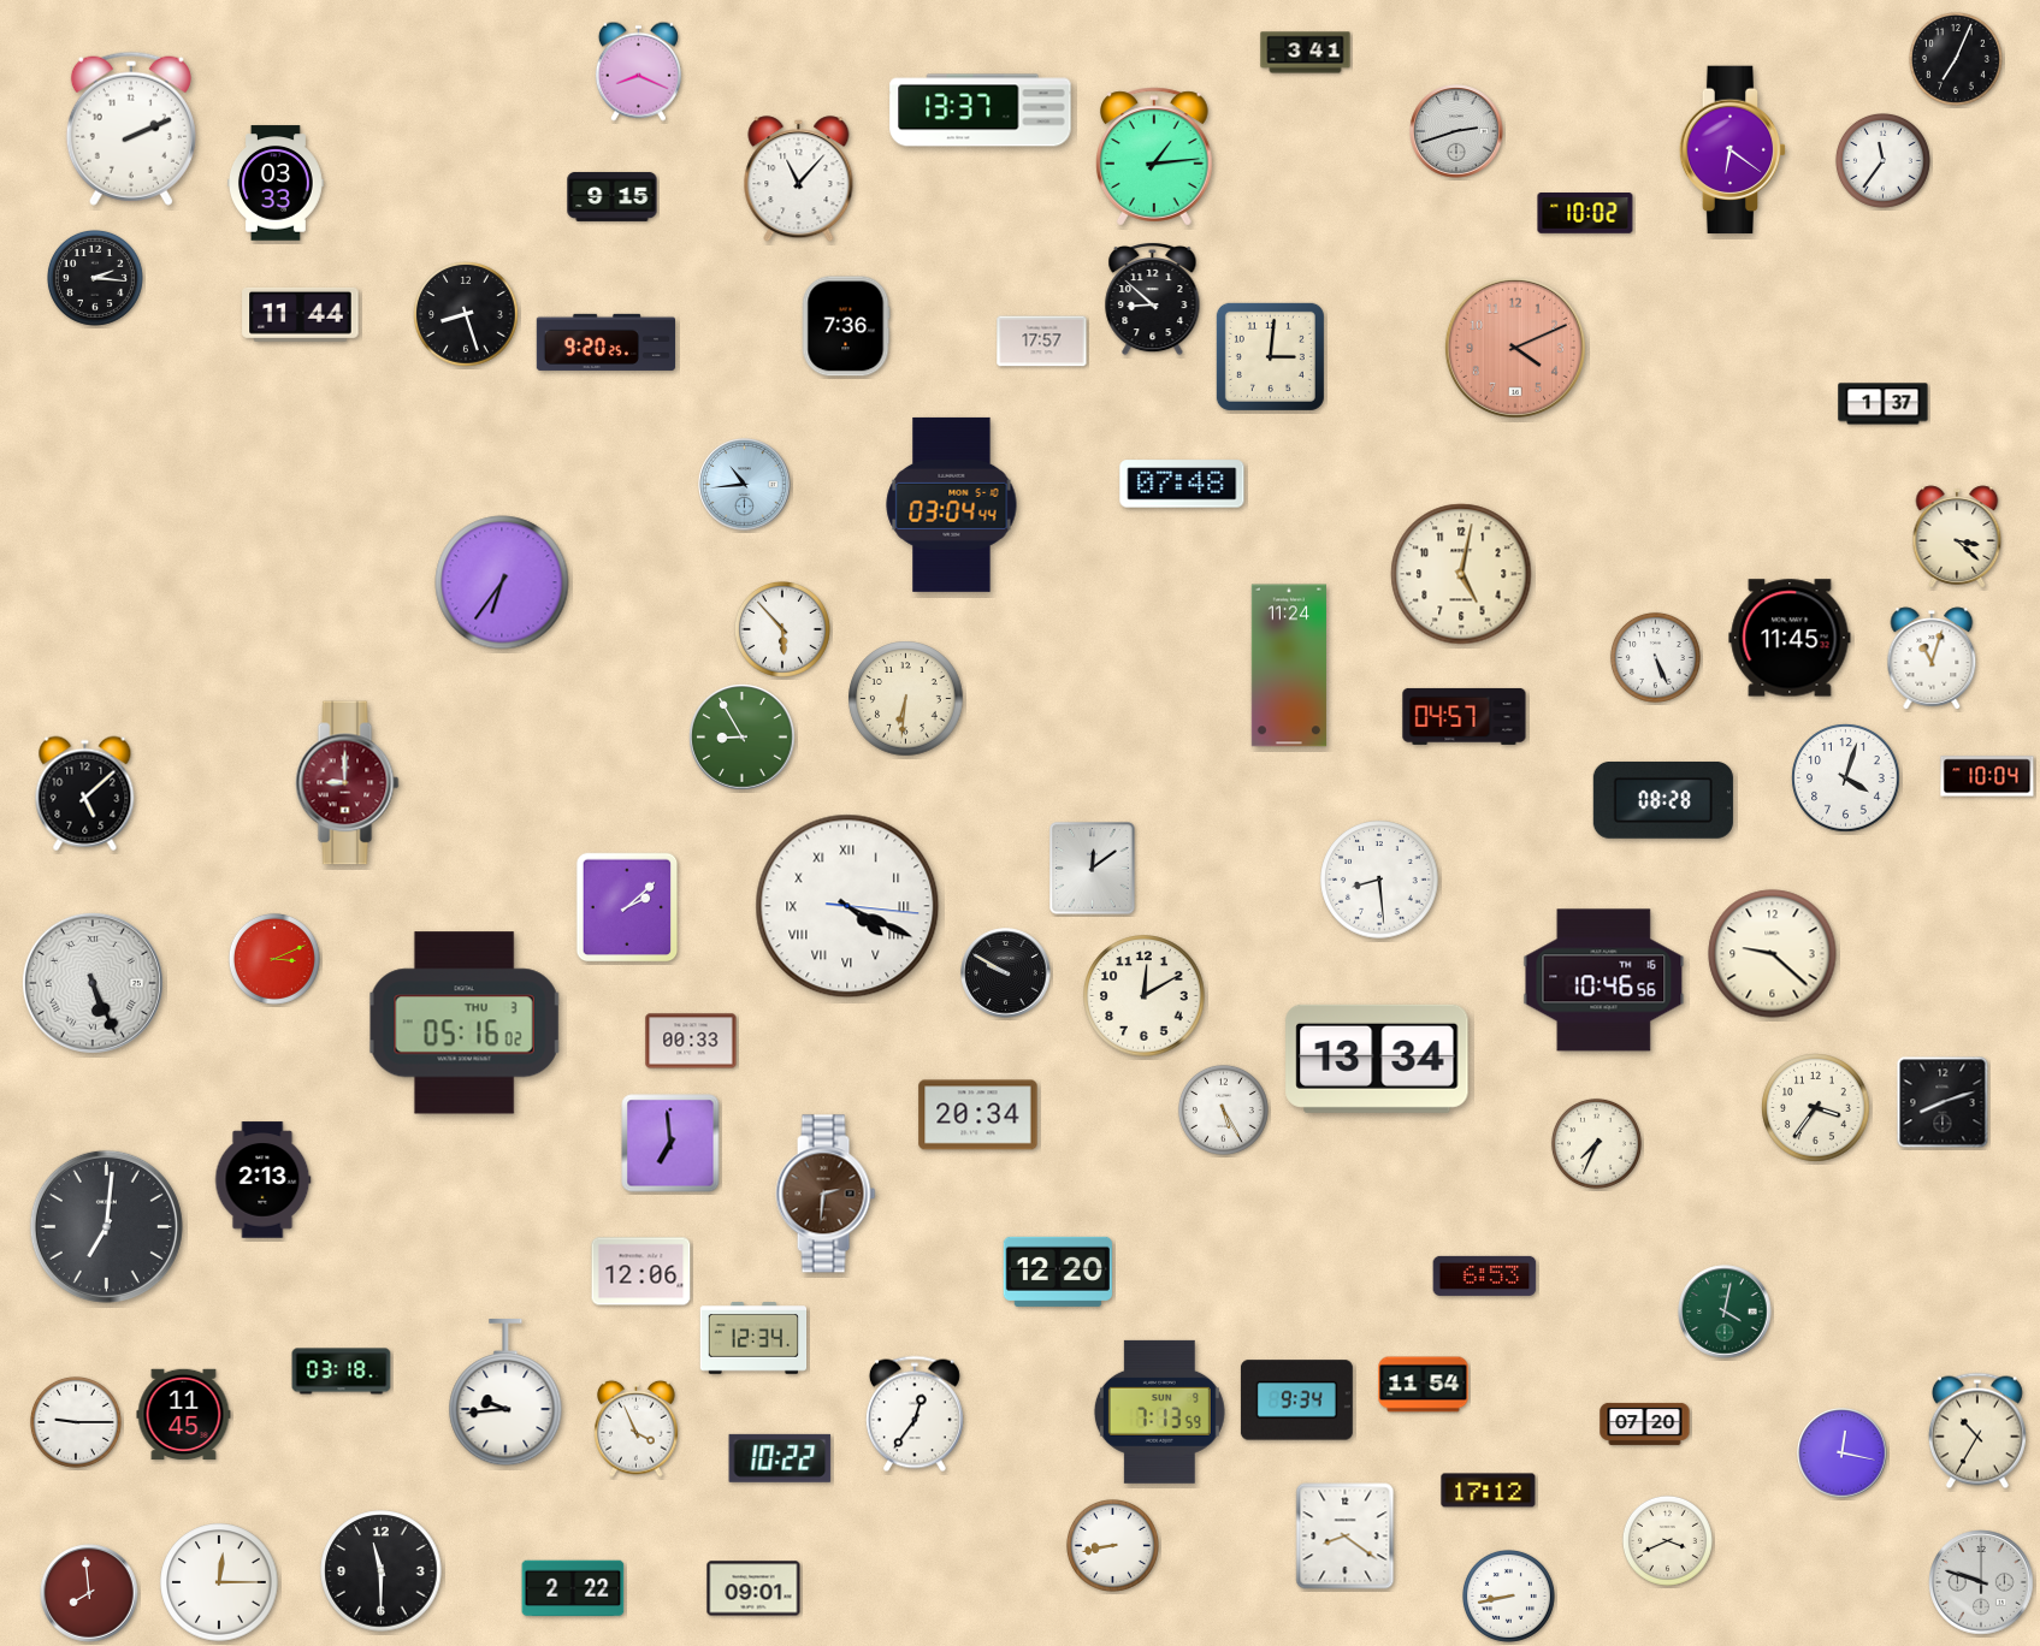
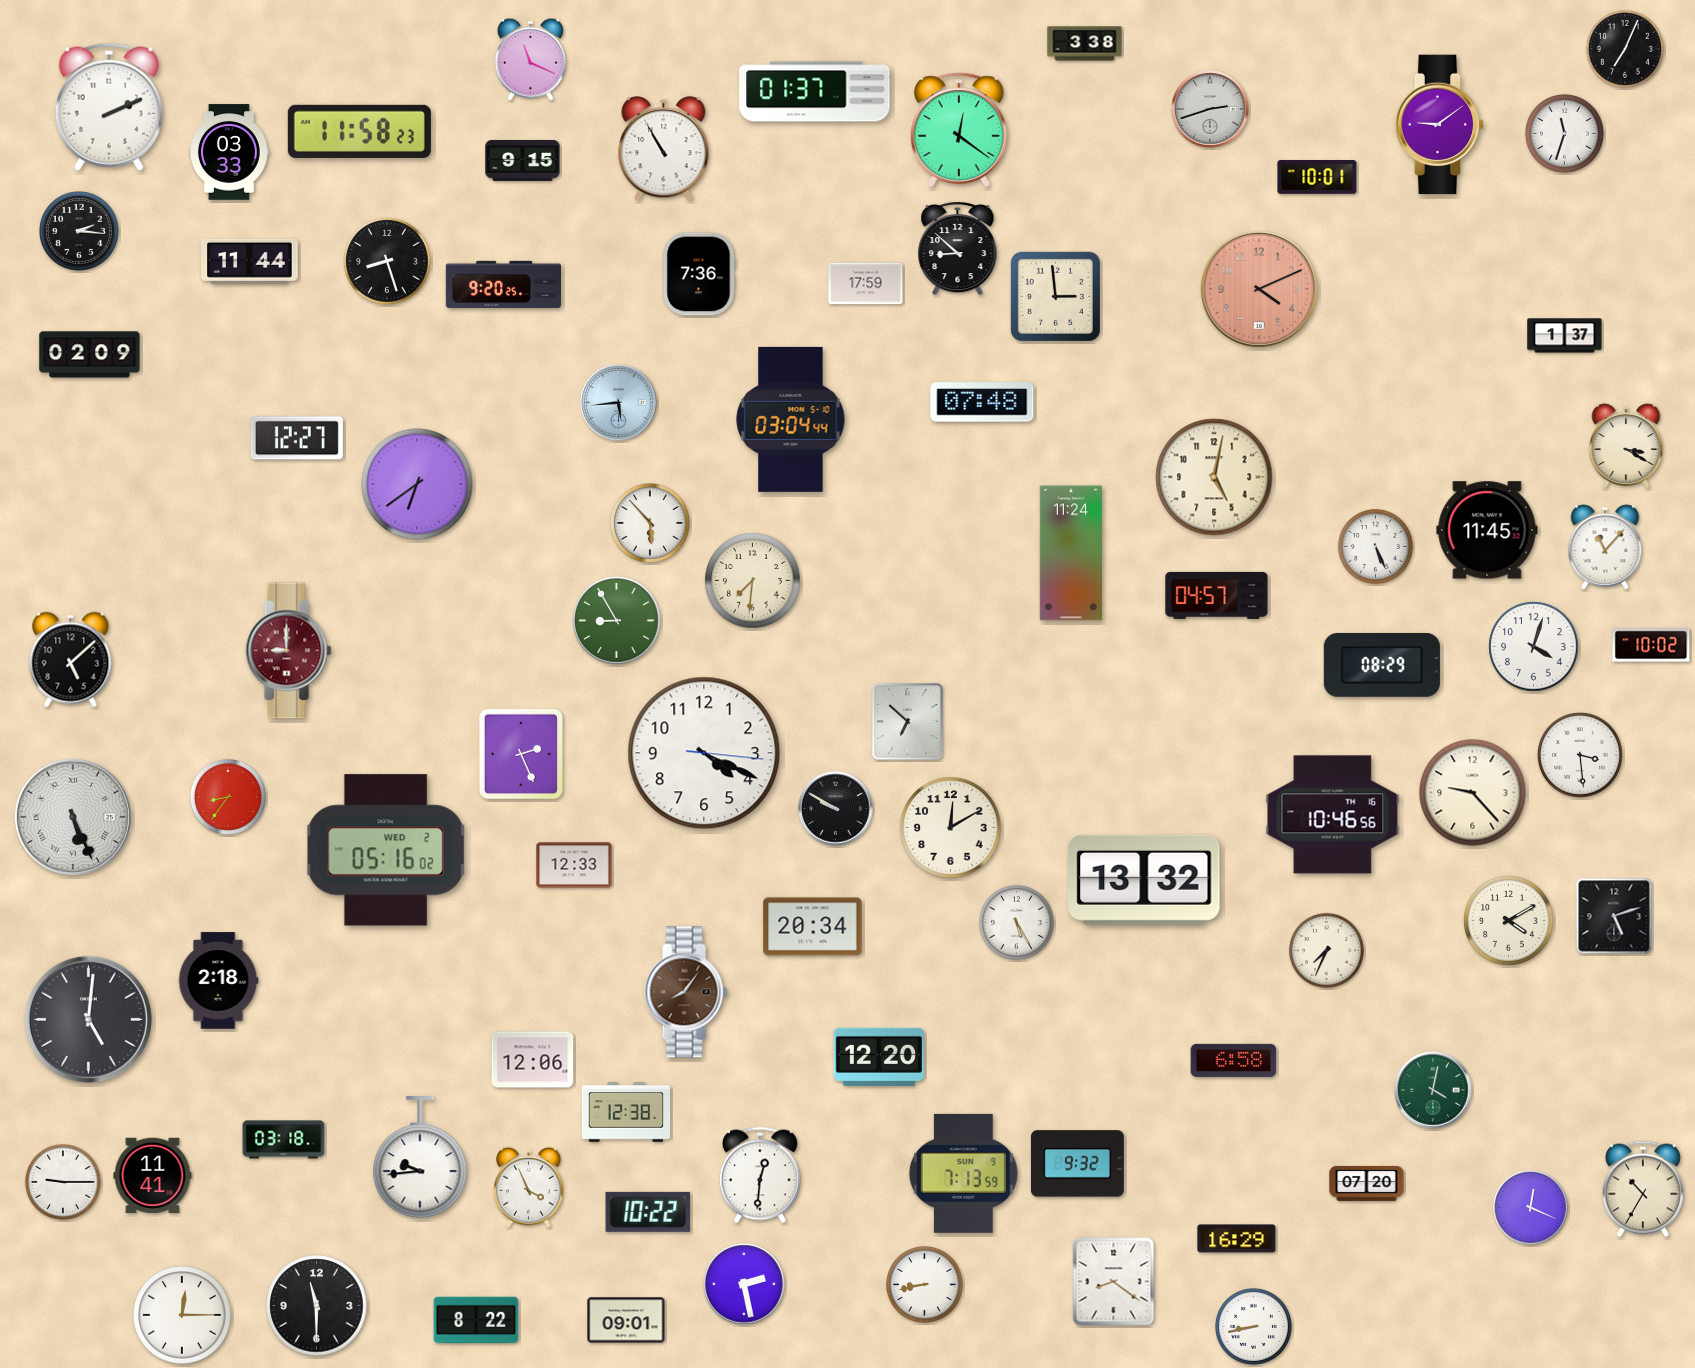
clock at (1306, 53): 3:41 -> 3:38
clock at (638, 71): 8:19 -> 11:19
clock at (981, 111): 13:37 -> 01:37
clock at (1733, 150): 6:21 -> 9:09
clock at (1154, 156): 1:14 -> 12:21
clock at (359, 131): none -> 11:58
clock at (1882, 160): 11:36 -> 11:33
clock at (799, 179): 11:07 -> 10:55
clock at (613, 196) position: (613, 196) -> (523, 160)
clock at (1585, 214): 10:02 -> 10:01
clock at (846, 326) position: (846, 326) -> (699, 274)
clock at (1042, 342): 17:57 -> 17:59
clock at (1270, 356): 3:01 -> 2:59
clock at (90, 355): none -> 02:09
clock at (745, 485): 10:44 -> 5:44
clock at (297, 438): none -> 12:27
clock at (1957, 537): 3:22 -> 3:20
clock at (502, 582): 6:36 -> 6:39
clock at (1932, 658): 11:03 -> 11:07
clock at (906, 699): 6:31 -> 7:31
clock at (743, 738) position: (743, 738) -> (617, 621)
clock at (1987, 776): 10:04 -> 10:02
clock at (1663, 800): 08:28 -> 08:29
clock at (1093, 869): 12:09 -> 6:52
clock at (1379, 880): 8:29 -> none
clock at (847, 906) numerals: Roman -> Arabic
clock at (627, 907): 2:08 -> 2:26
clock at (1581, 756): none -> 3:29
clock at (1773, 954): 9:22 -> 9:23
clock at (274, 959): 3:11 -> 8:36
clock at (93, 983) position: (93, 983) -> (73, 817)
clock at (465, 1023) date: THU 3 -> WED 2
clock at (691, 1041): 00:33 -> 12:33
clock at (1377, 1059): 13:34 -> 13:32
clock at (1943, 1102): 8:12 -> 5:12
clock at (1816, 1108): 3:36 -> 4:10
clock at (670, 1143): 6:59 -> none
clock at (262, 1180): 2:13 -> 2:18
clock at (826, 1194): 2:31 -> 8:06
clock at (106, 1226): 7:01 -> 5:01
clock at (641, 1272) position: (641, 1272) -> (533, 1060)
clock at (1485, 1275): 6:53 -> 6:58
clock at (753, 1338): 12:34 -> 12:38
clock at (1424, 1385): 11:54 -> none
clock at (1296, 1401): 9:34 -> 9:32
clock at (915, 1414): 12:36 -> 12:31
clock at (184, 1415): 11:45 -> 11:41
clock at (1843, 1453): 12:17 -> 12:19
clock at (1489, 1491): 17:12 -> 16:29
clock at (1346, 1537) position: (1346, 1537) -> (1114, 1282)
clock at (1667, 1540): 3:41 -> none
clock at (744, 1284): none -> 2:28
clock at (1981, 1582): 9:48 -> none
clock at (573, 1588): 2:22 -> 8:22
clock at (89, 1593): 7:59 -> none
